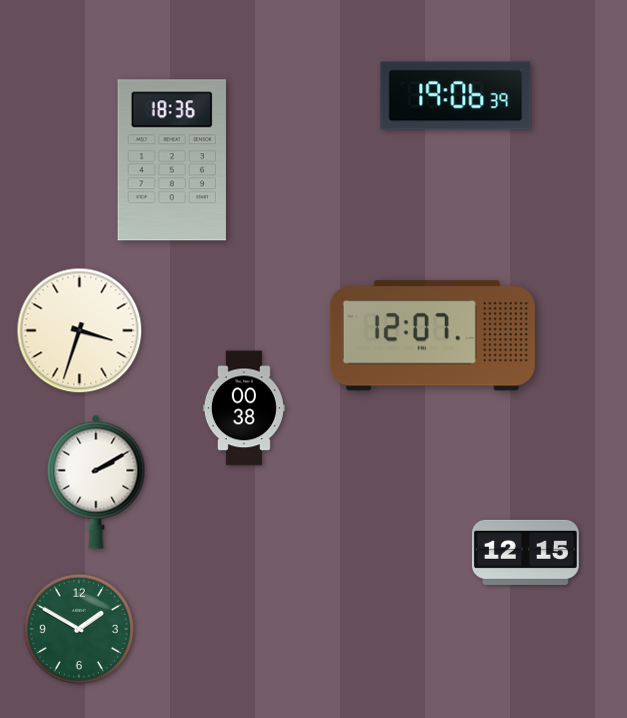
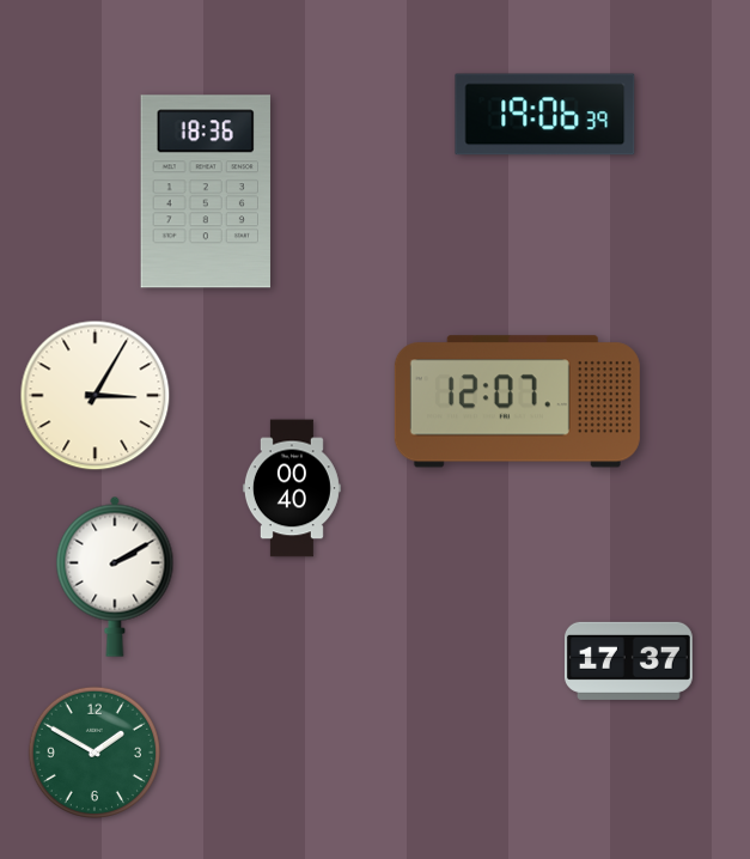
clock at (80, 331): 3:33 -> 3:05
clock at (244, 408): 00:38 -> 00:40
clock at (525, 552): 12:15 -> 17:37
